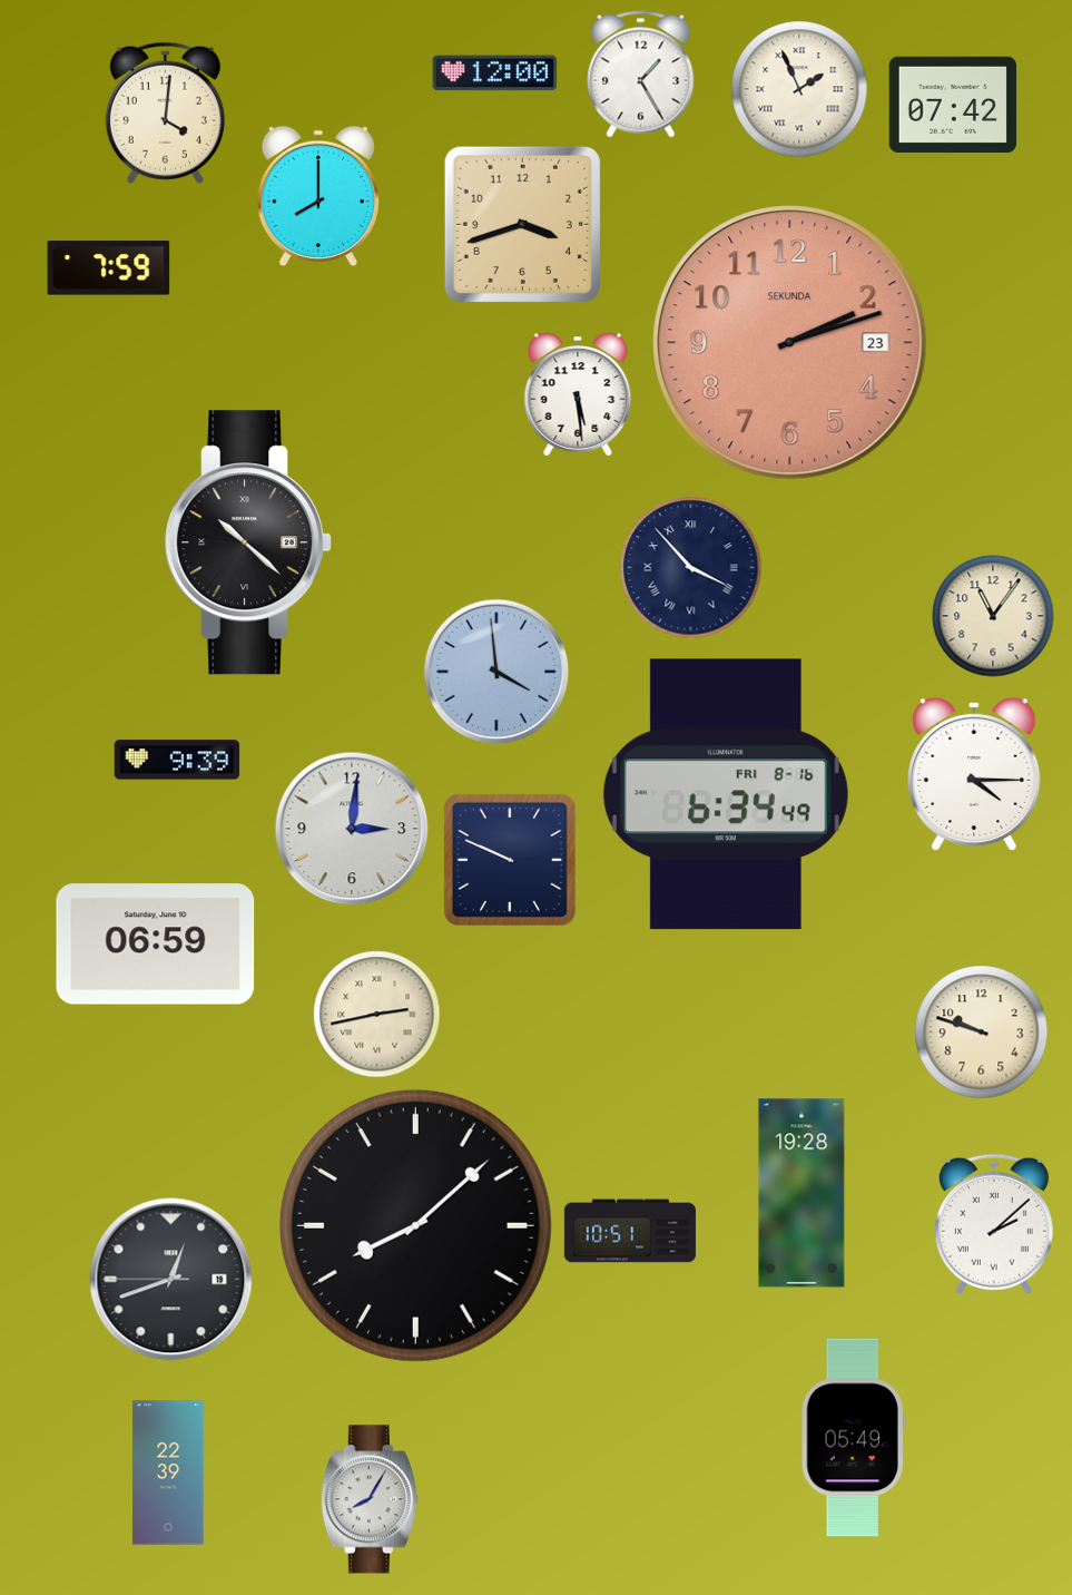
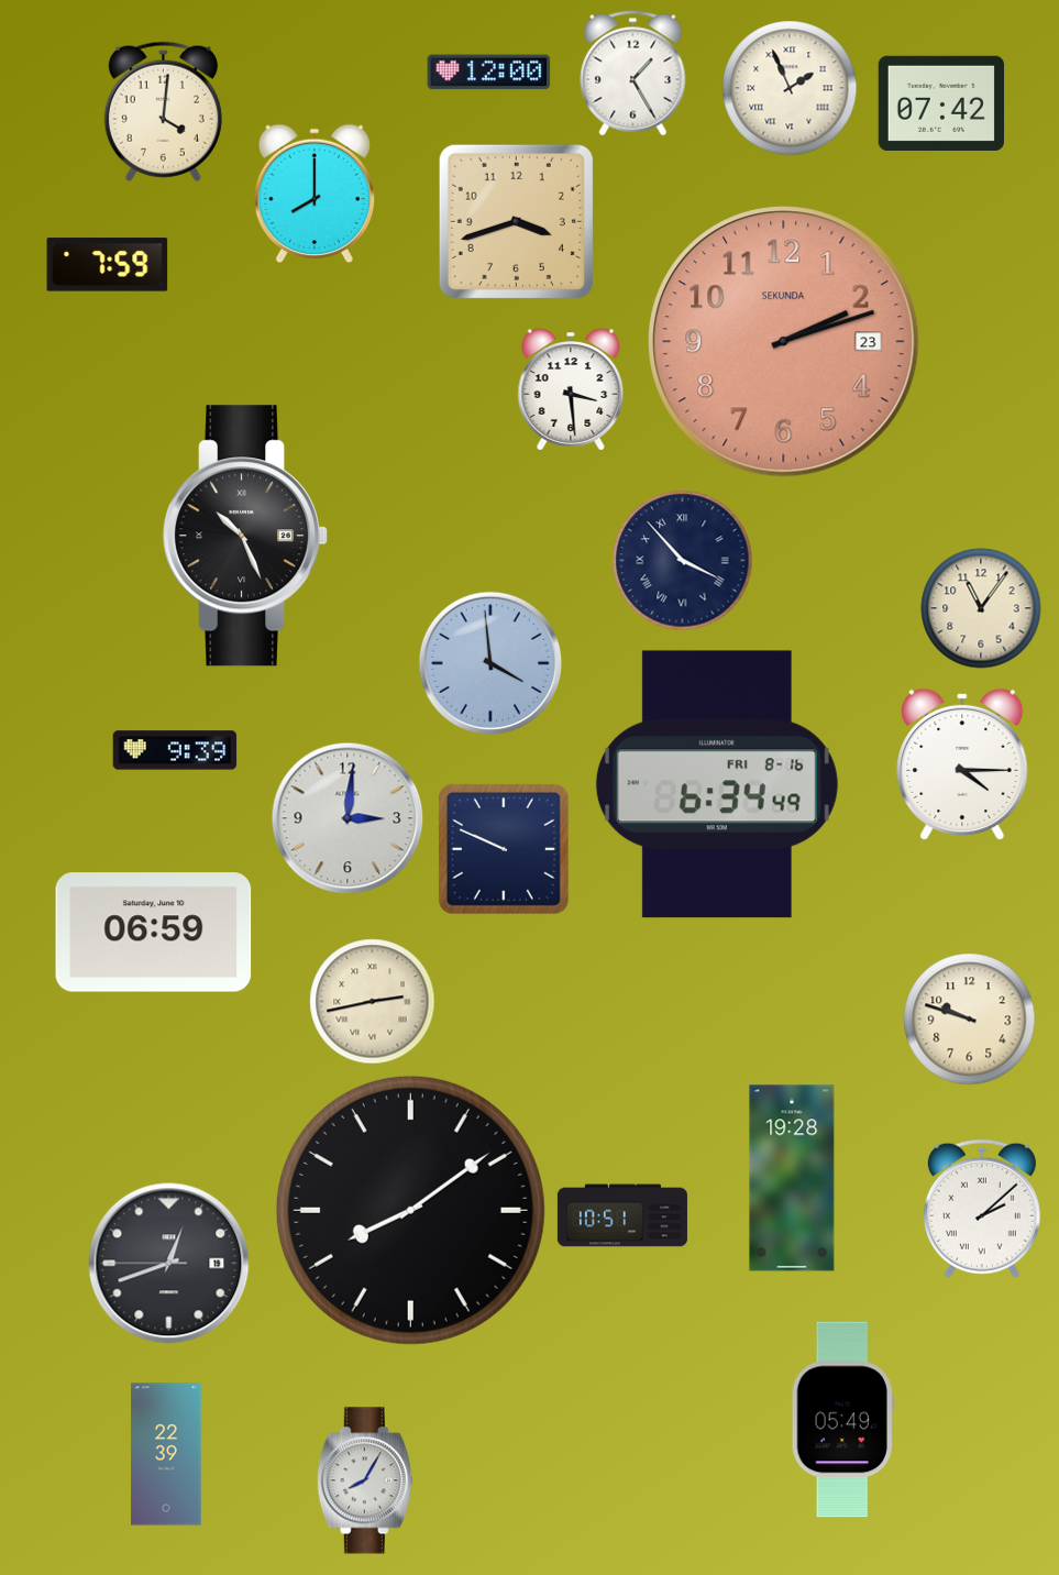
clock at (790, 343) position: (790, 343) -> (784, 342)
clock at (578, 394): 5:29 -> 3:29
clock at (249, 542): 10:22 -> 10:26
clock at (415, 1225): 8:08 -> 8:09
